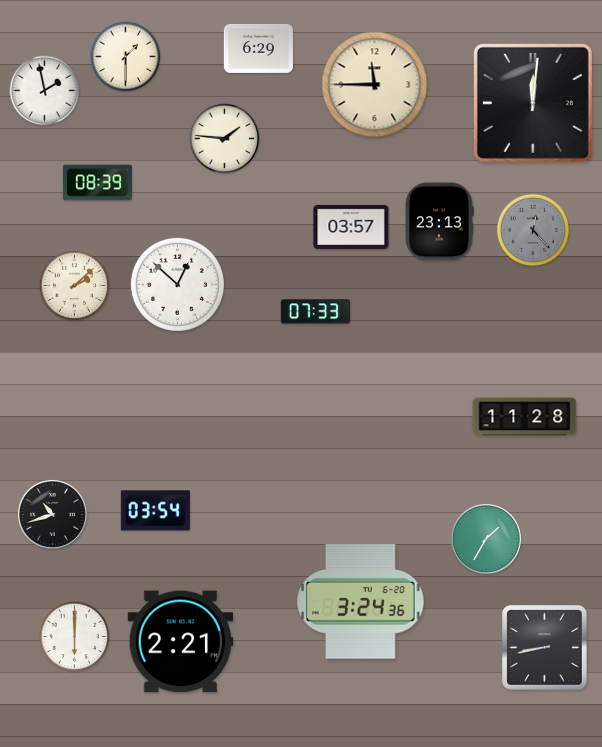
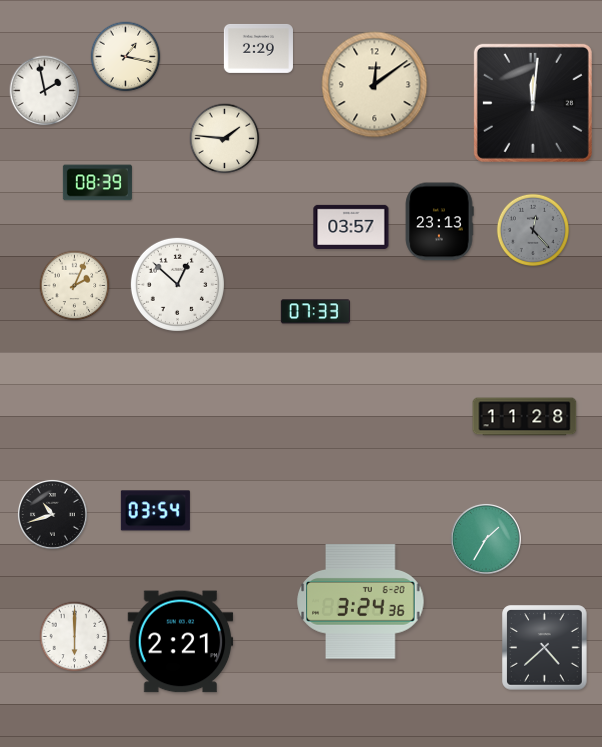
clock at (258, 48): 6:29 -> 2:29
clock at (126, 57): 1:30 -> 1:17
clock at (375, 85): 11:45 -> 12:09
clock at (75, 286): 2:08 -> 2:04
clock at (545, 648): 8:43 -> 4:38
